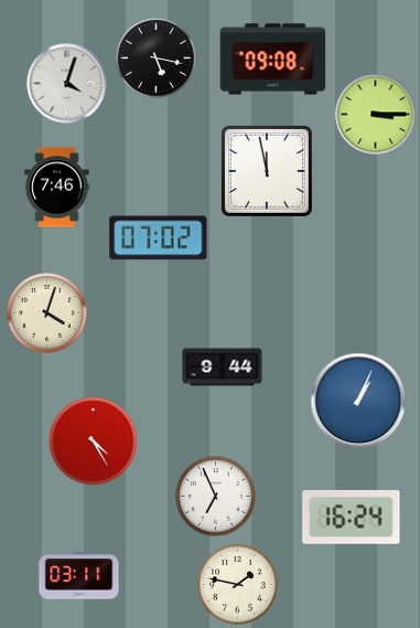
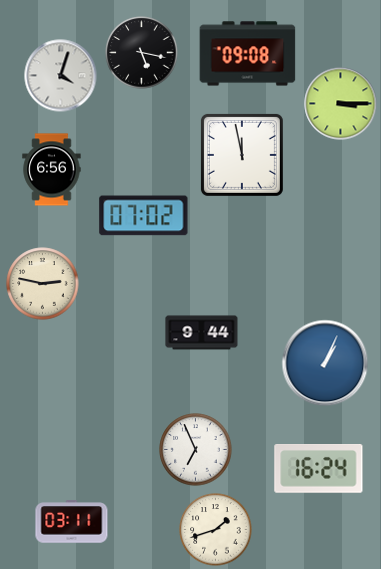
clock at (57, 188): 7:46 -> 6:56
clock at (47, 313): 4:03 -> 2:47
clock at (94, 441): 4:25 -> none
clock at (238, 585): 1:47 -> 1:42
